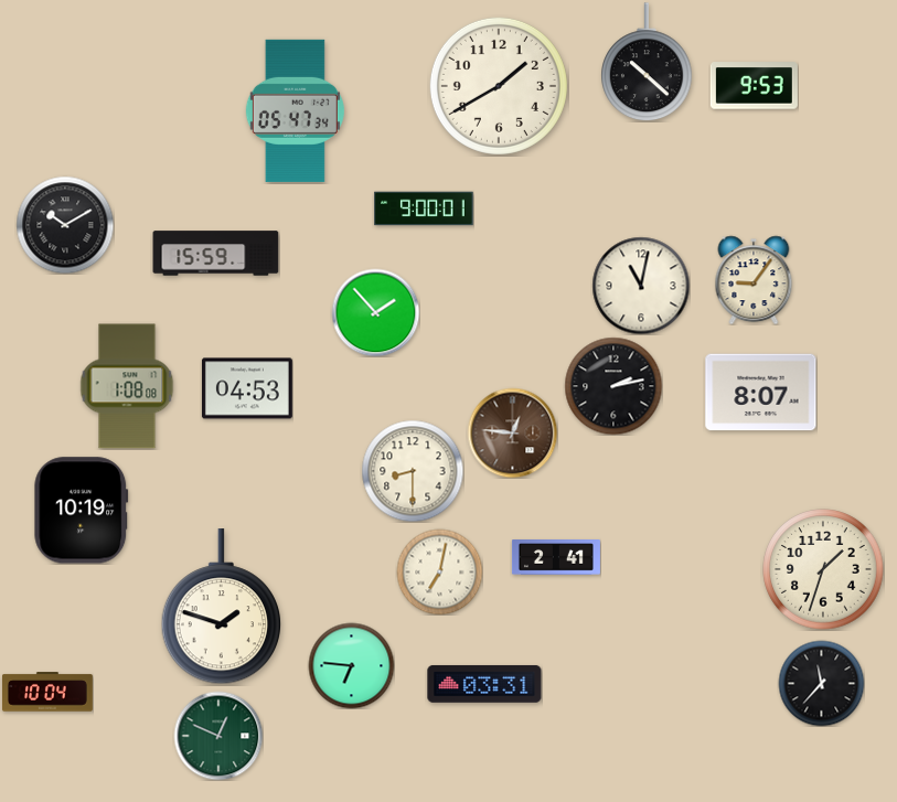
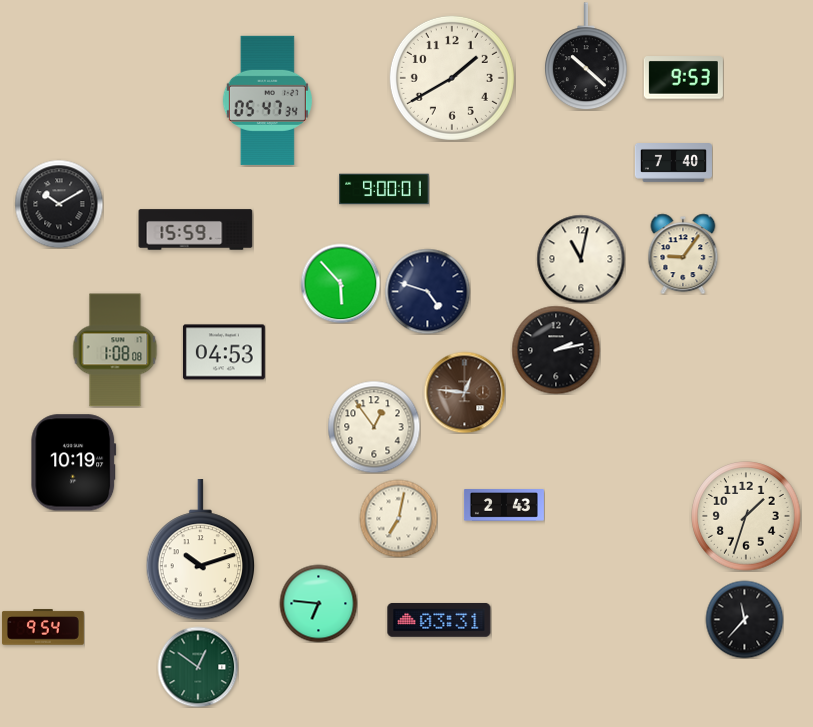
clock at (673, 163): none -> 7:40
clock at (375, 312): 1:53 -> 5:53
clock at (427, 291): none -> 4:48
clock at (761, 393): 8:07 -> none
clock at (413, 471): 8:30 -> 12:54
clock at (556, 557): 2:41 -> 2:43
clock at (221, 607): 1:48 -> 10:12
clock at (47, 692): 10:04 -> 9:54
clock at (218, 736): 12:49 -> 12:51
